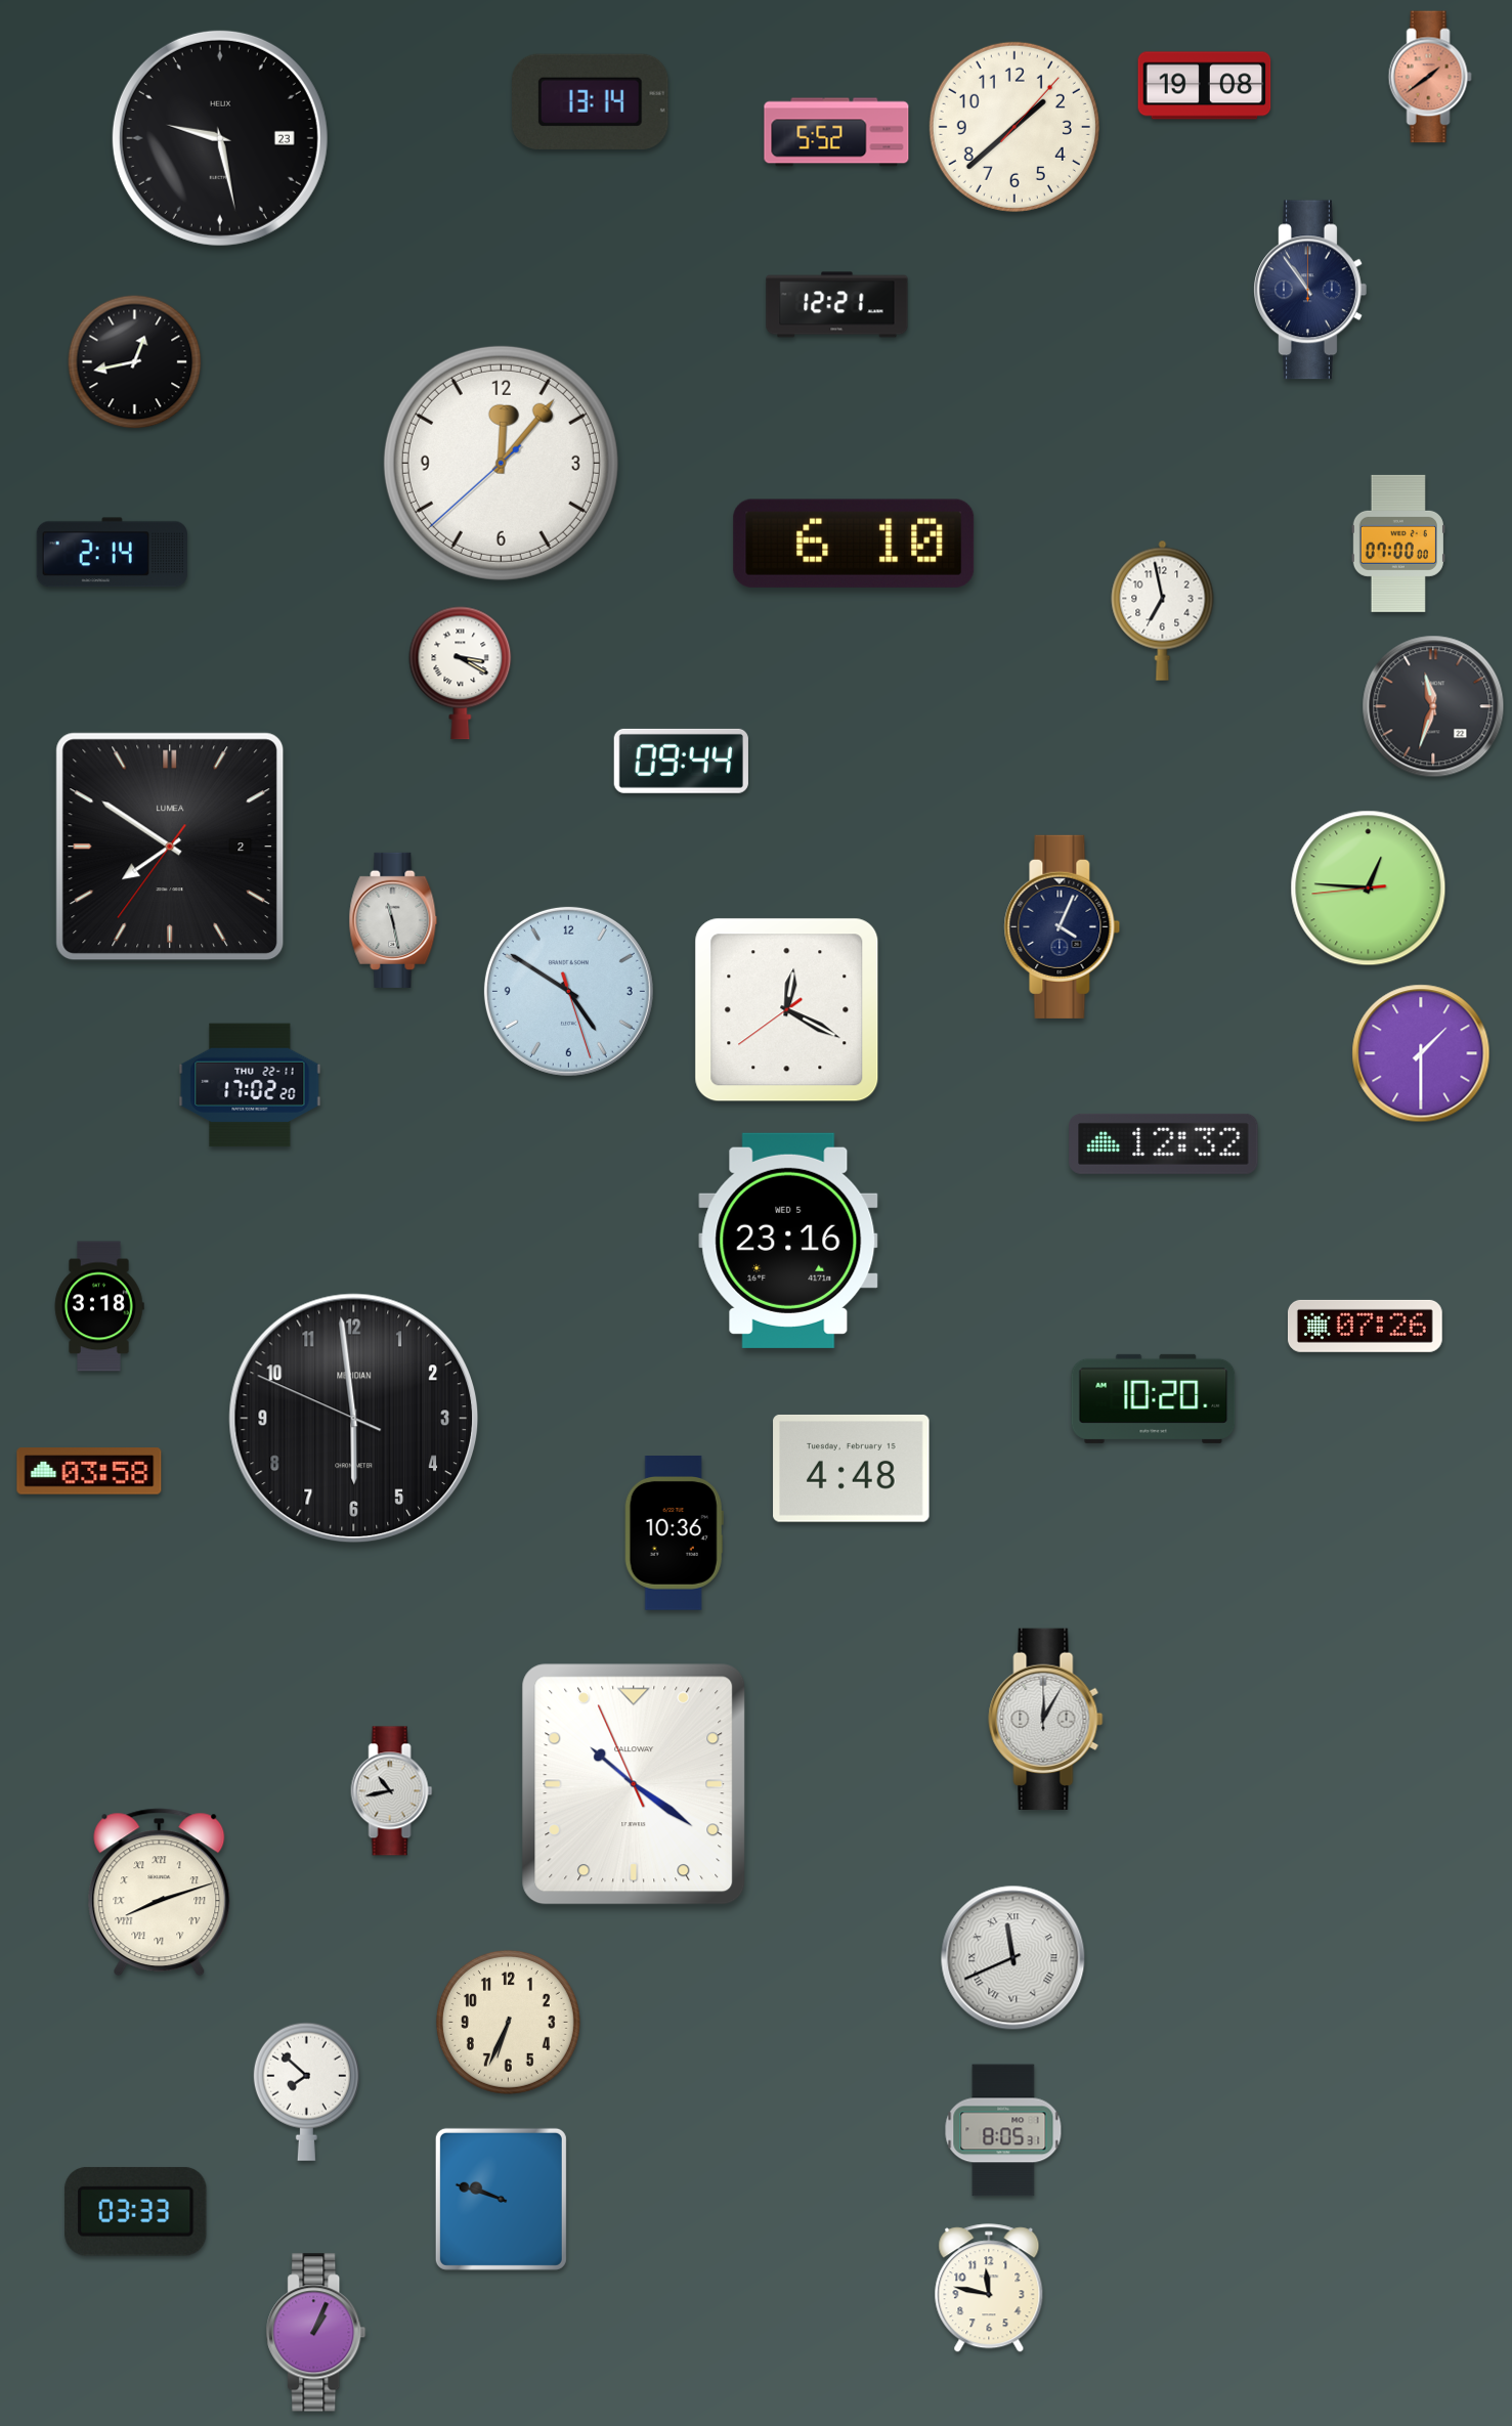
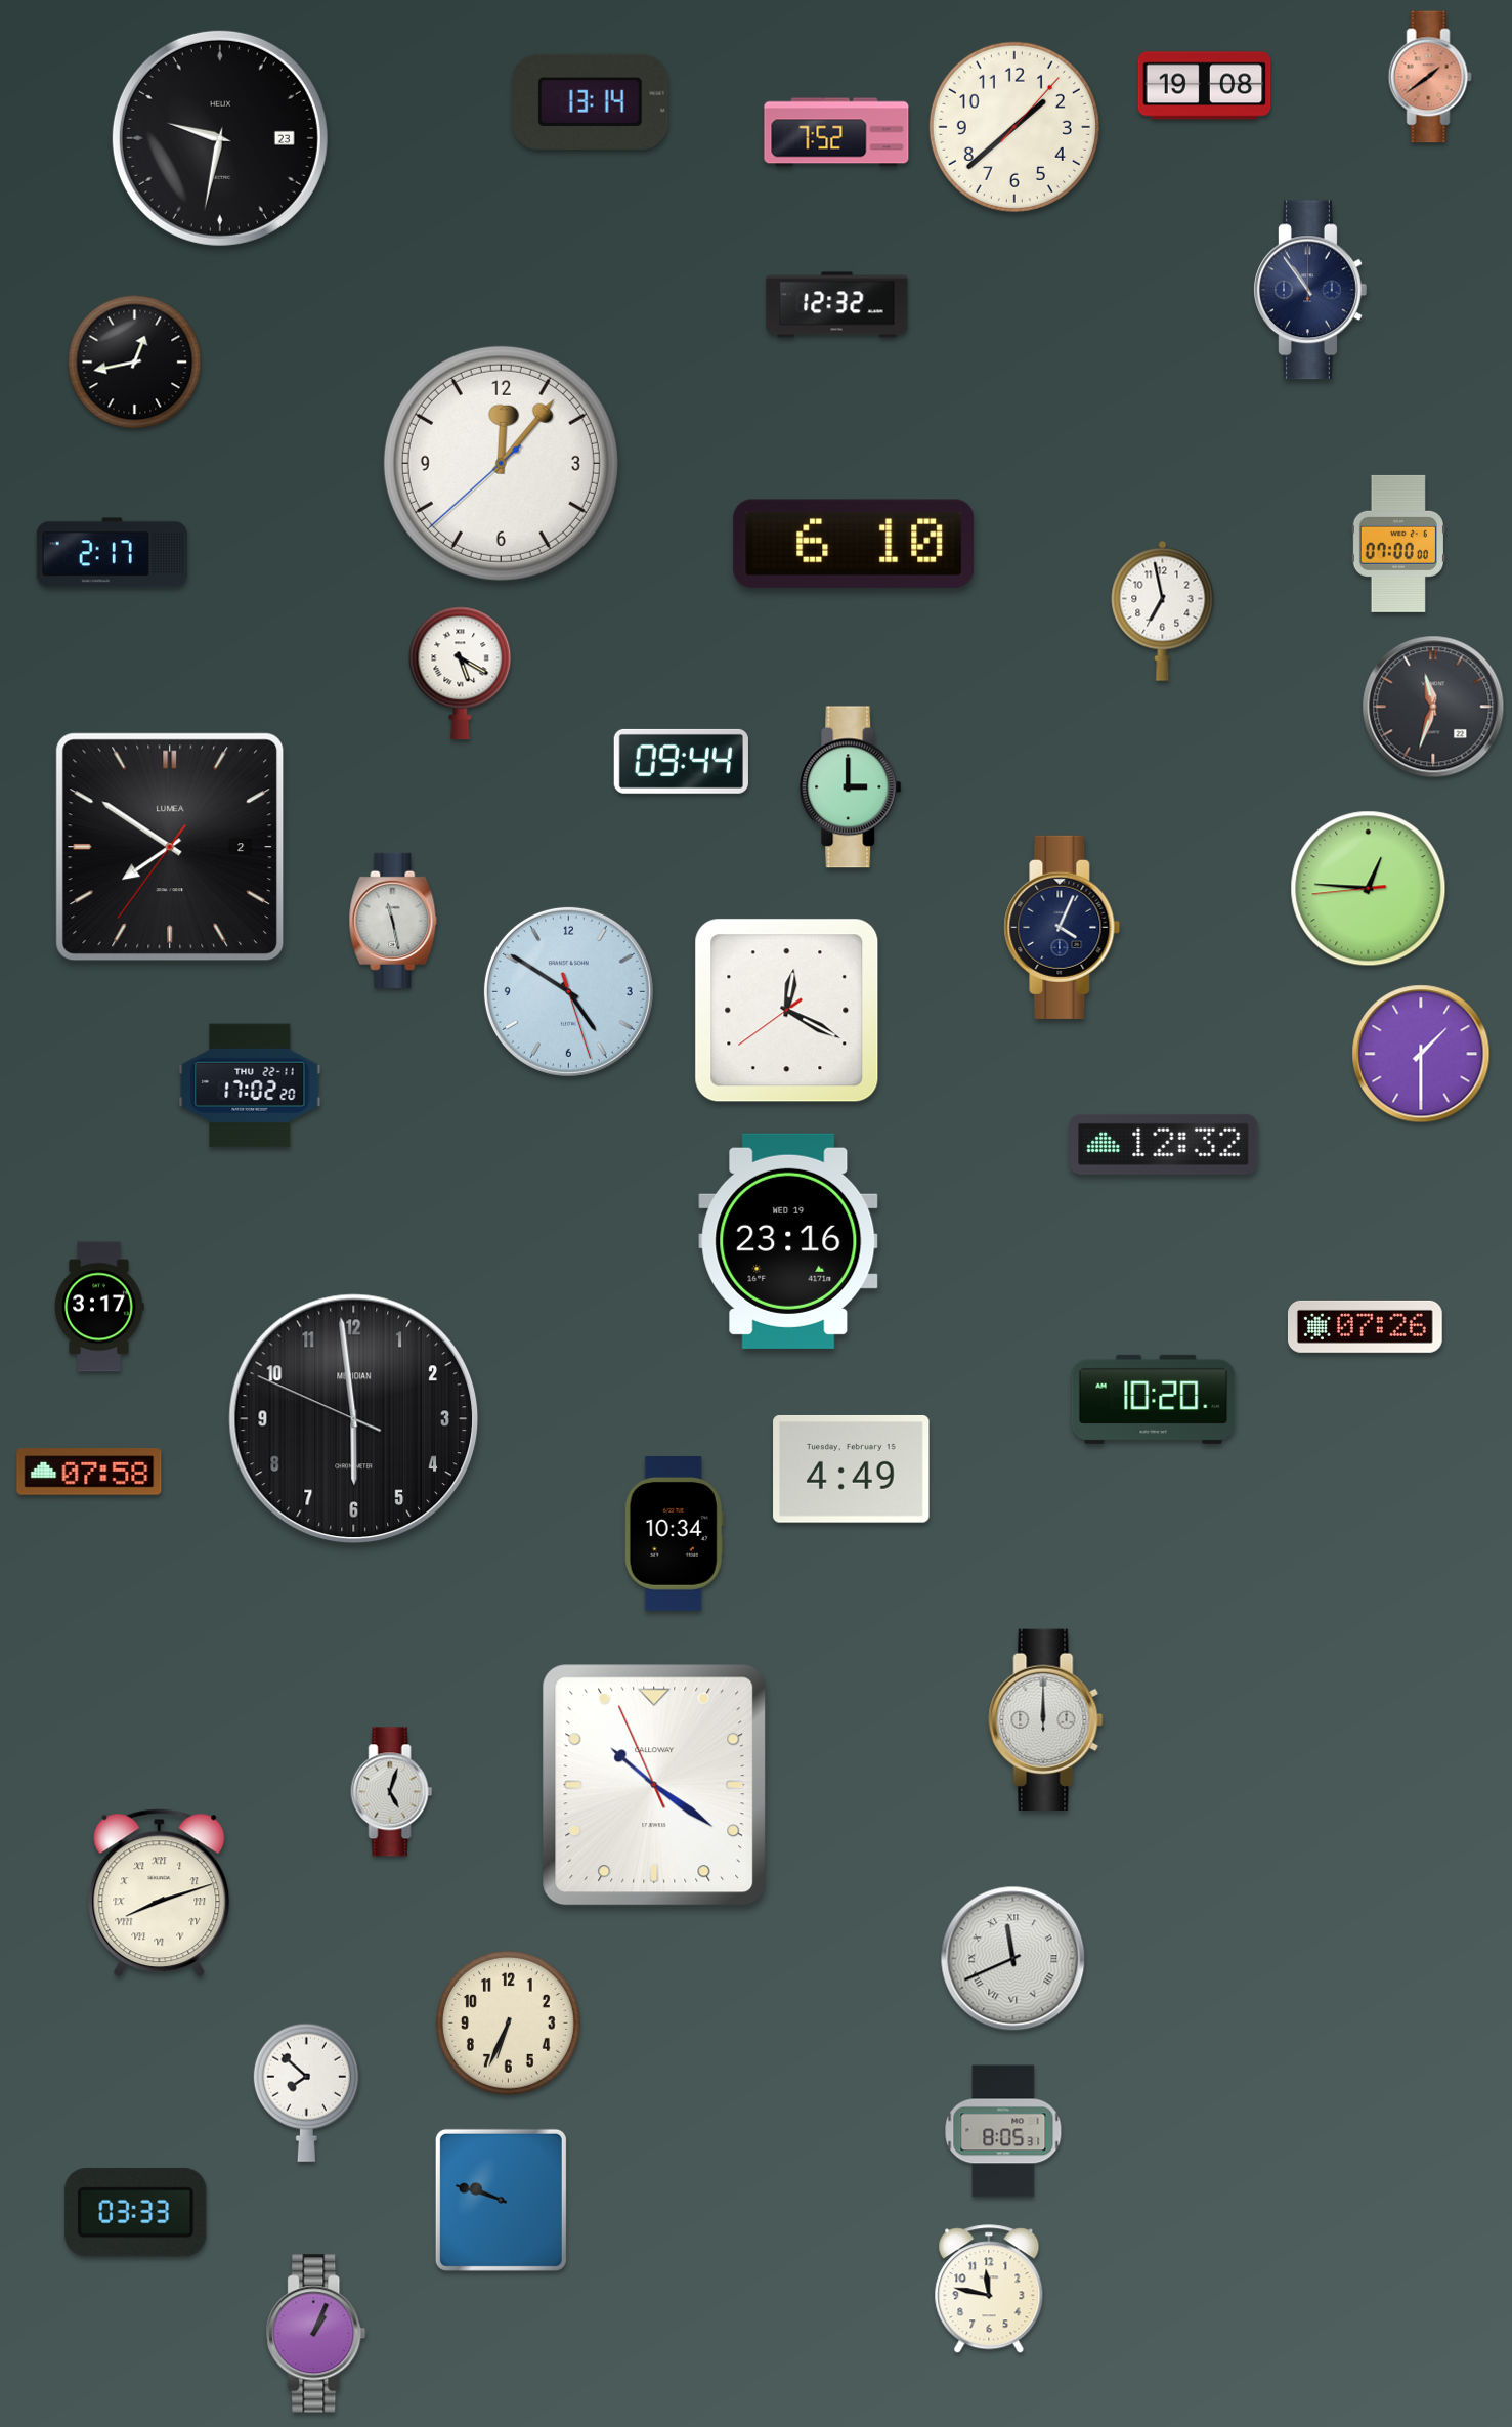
clock at (836, 132): 5:52 -> 7:52
clock at (220, 138): 9:28 -> 9:32
clock at (837, 305): 12:21 -> 12:32
clock at (112, 553): 2:14 -> 2:17
clock at (461, 674): 3:20 -> 5:20
clock at (851, 787): none -> 3:00
clock at (788, 1241) date: WED 5 -> WED 19
clock at (99, 1306): 3:18 -> 3:17
clock at (852, 1468): 4:48 -> 4:49
clock at (89, 1471): 03:58 -> 07:58
clock at (674, 1533): 10:36 -> 10:34
clock at (1046, 1719): 12:05 -> 12:00
clock at (634, 1784) position: (634, 1784) -> (654, 1785)
clock at (392, 1791): 10:43 -> 5:03
